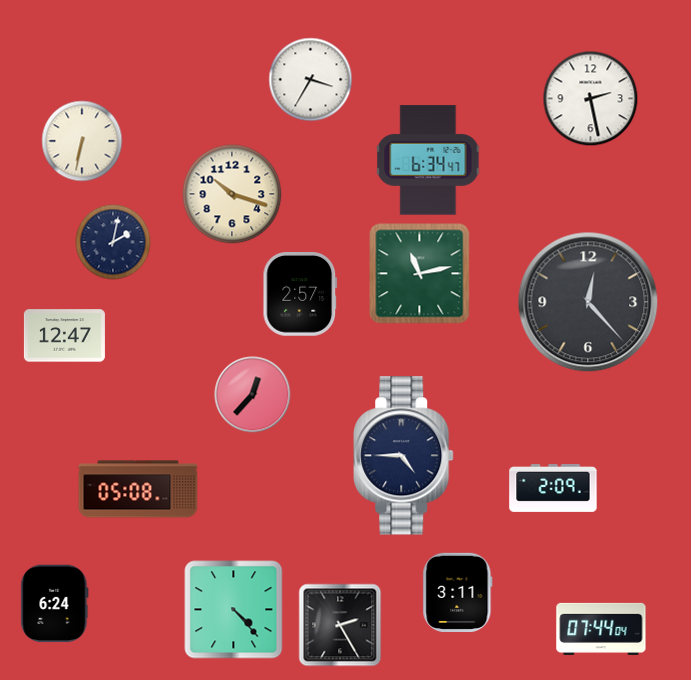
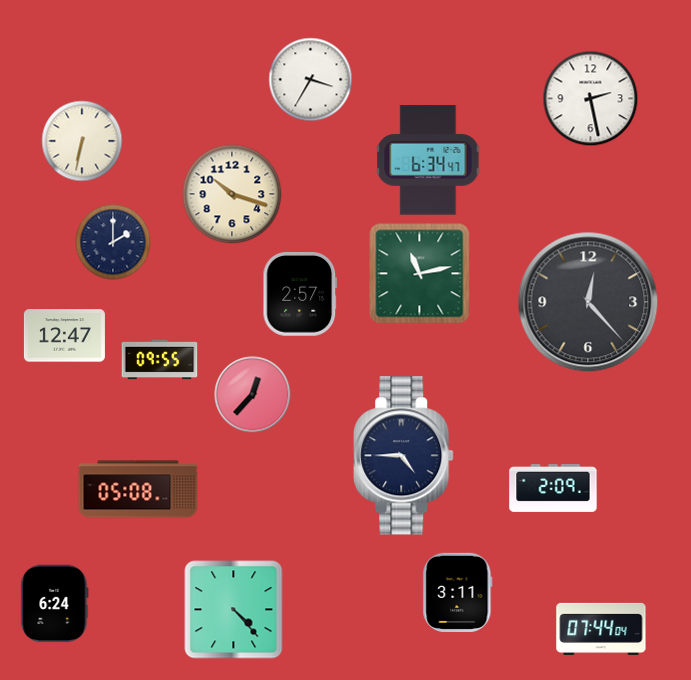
clock at (113, 242): 2:02 -> 2:00
clock at (160, 360): none -> 09:55
clock at (340, 625): 2:25 -> none
